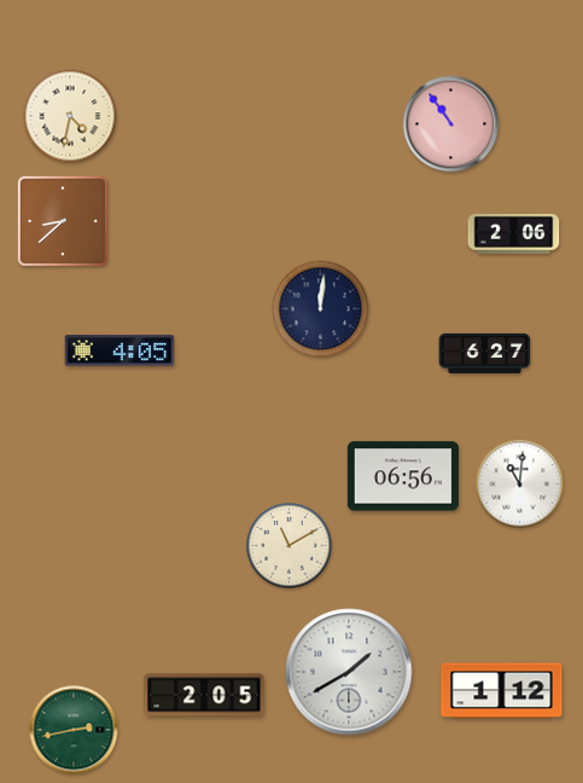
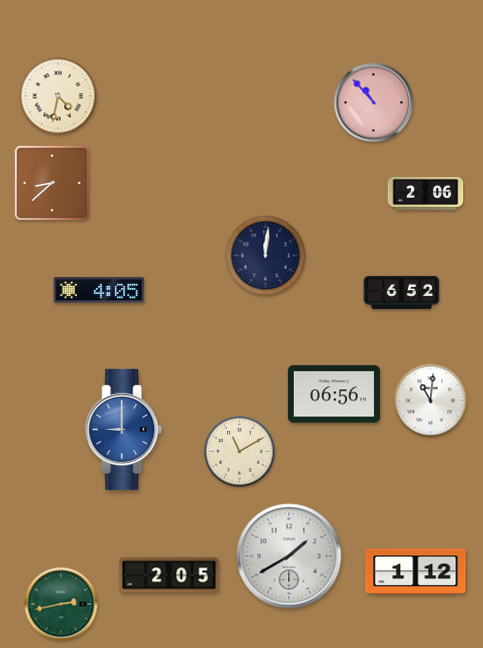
clock at (451, 124): 10:54 -> 10:53
clock at (485, 353): 6:27 -> 6:52
clock at (124, 429): none -> 9:00
